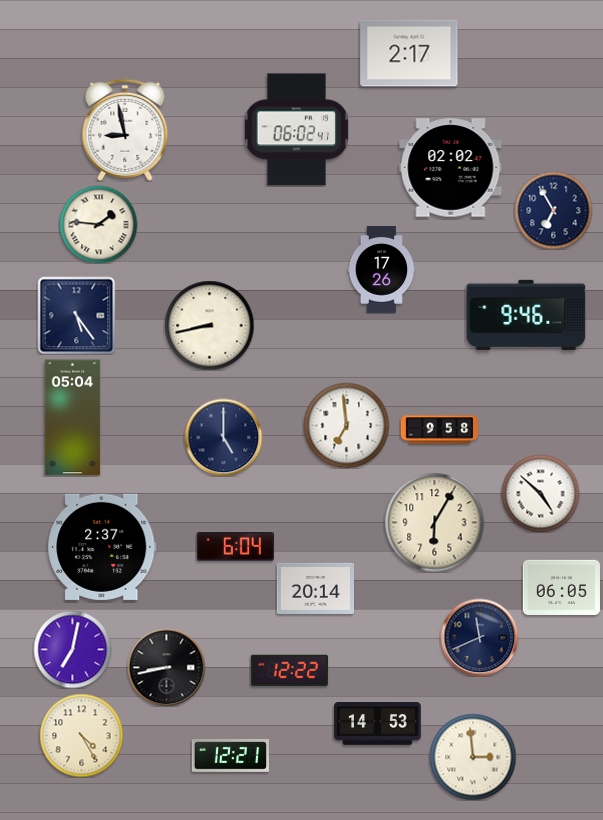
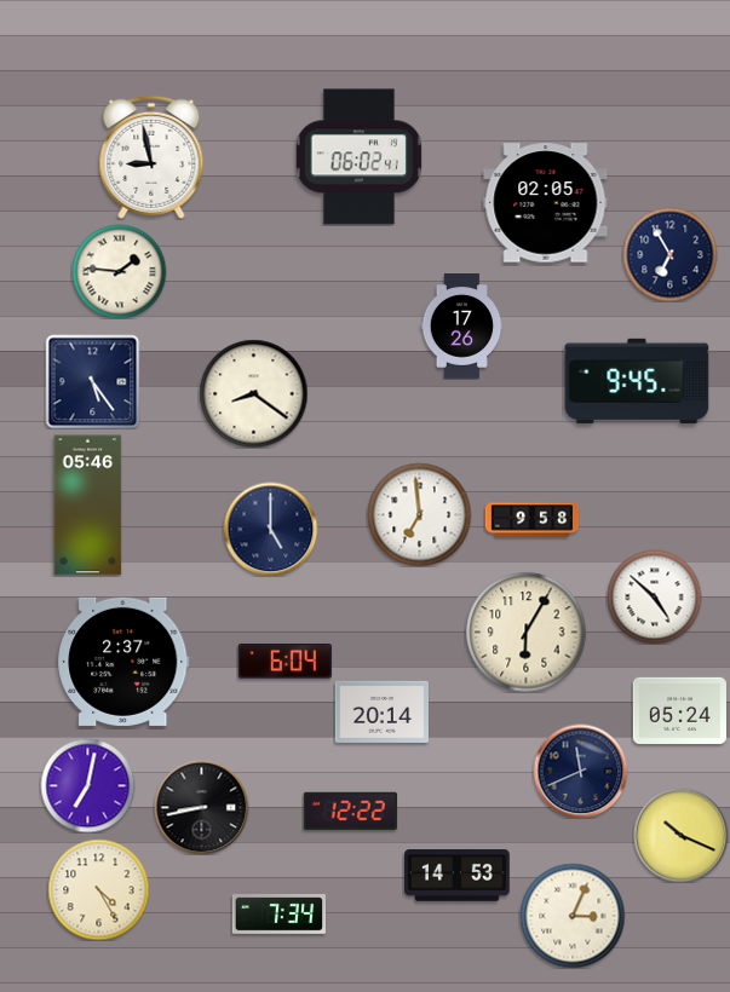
clock at (409, 53): 2:17 -> none
clock at (451, 168): 02:02 -> 02:05
clock at (526, 315): 9:46 -> 9:45
clock at (209, 325): 8:43 -> 8:21
clock at (73, 418): 05:04 -> 05:46
clock at (561, 587): 06:05 -> 05:24
clock at (680, 835): none -> 10:19
clock at (230, 756): 12:21 -> 7:34
clock at (473, 757): 2:59 -> 3:04
